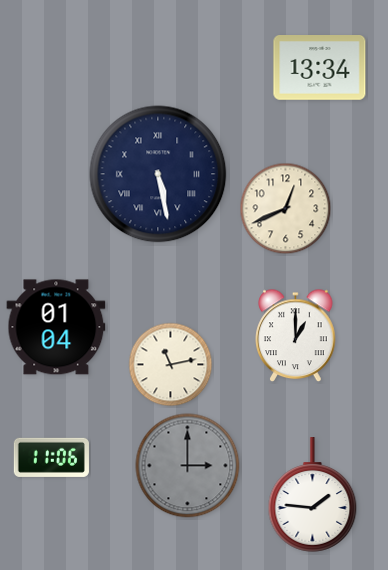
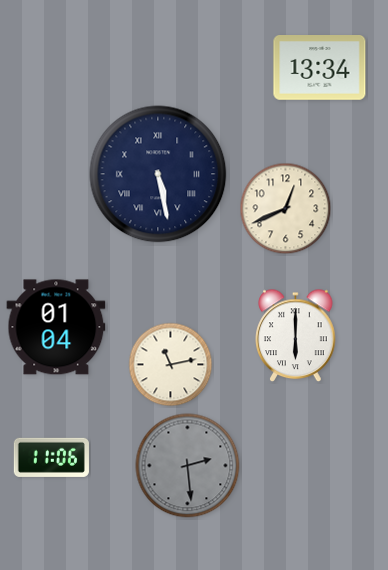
clock at (296, 336): 1:00 -> 6:00
clock at (188, 466): 3:00 -> 2:29
clock at (313, 495): 1:46 -> none
